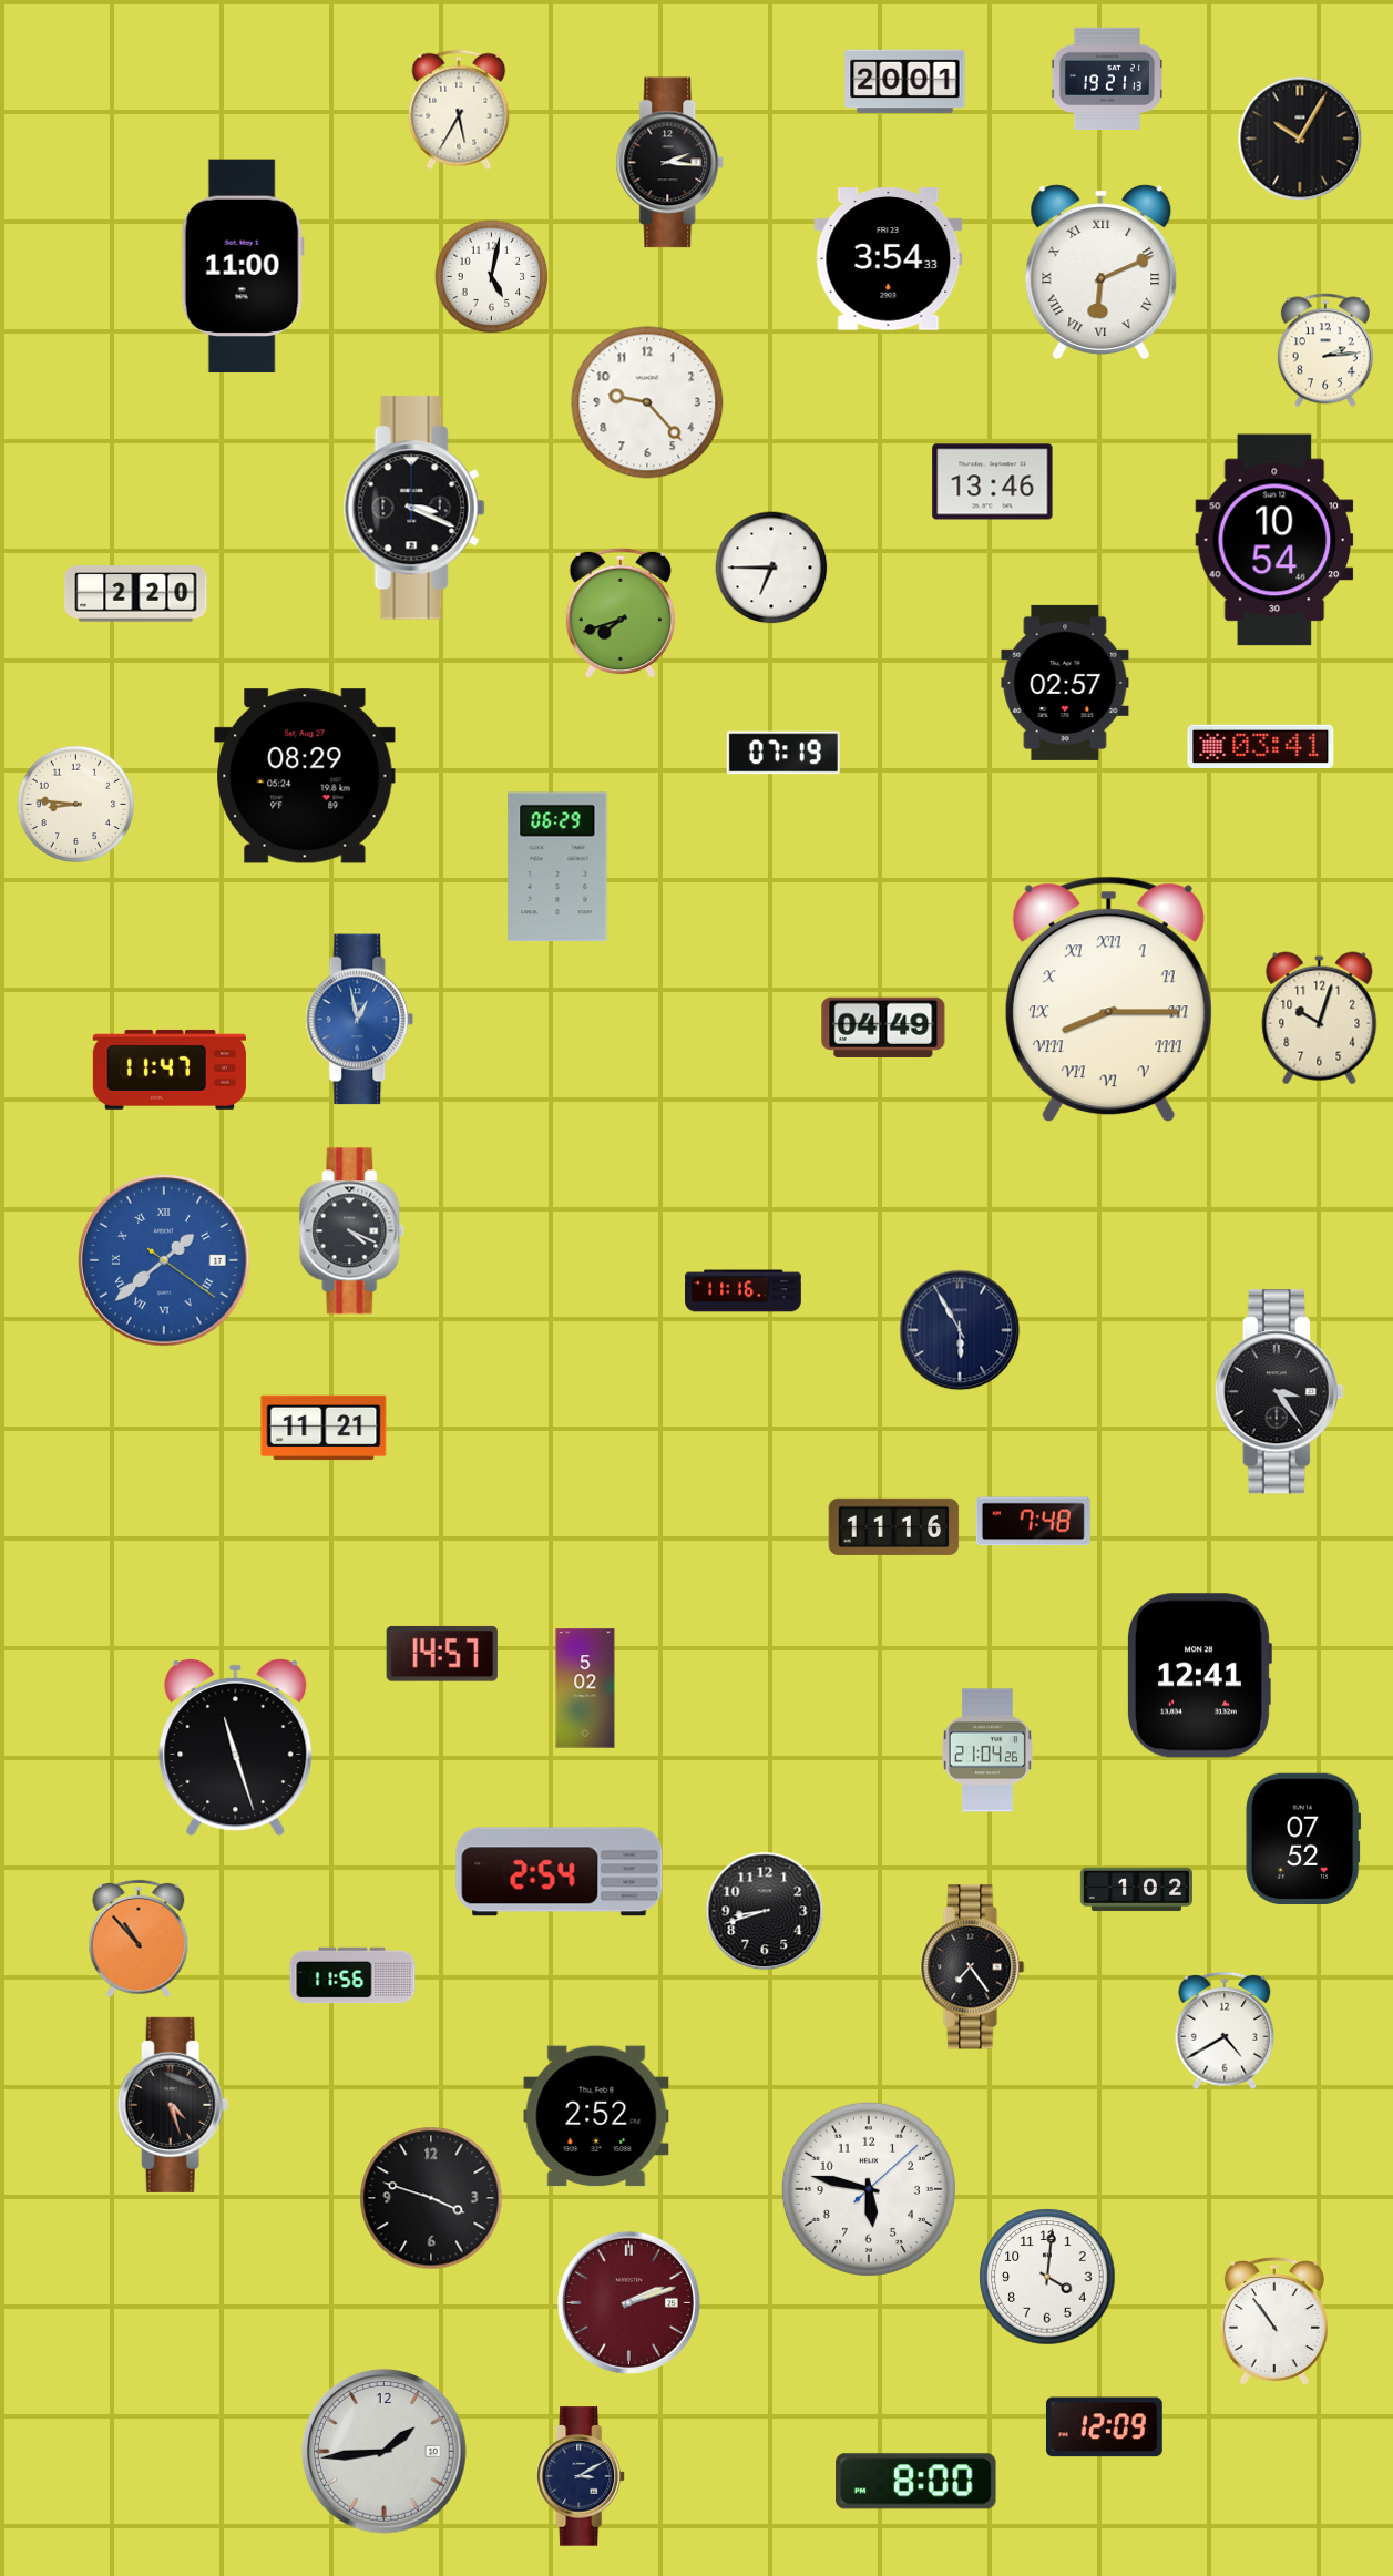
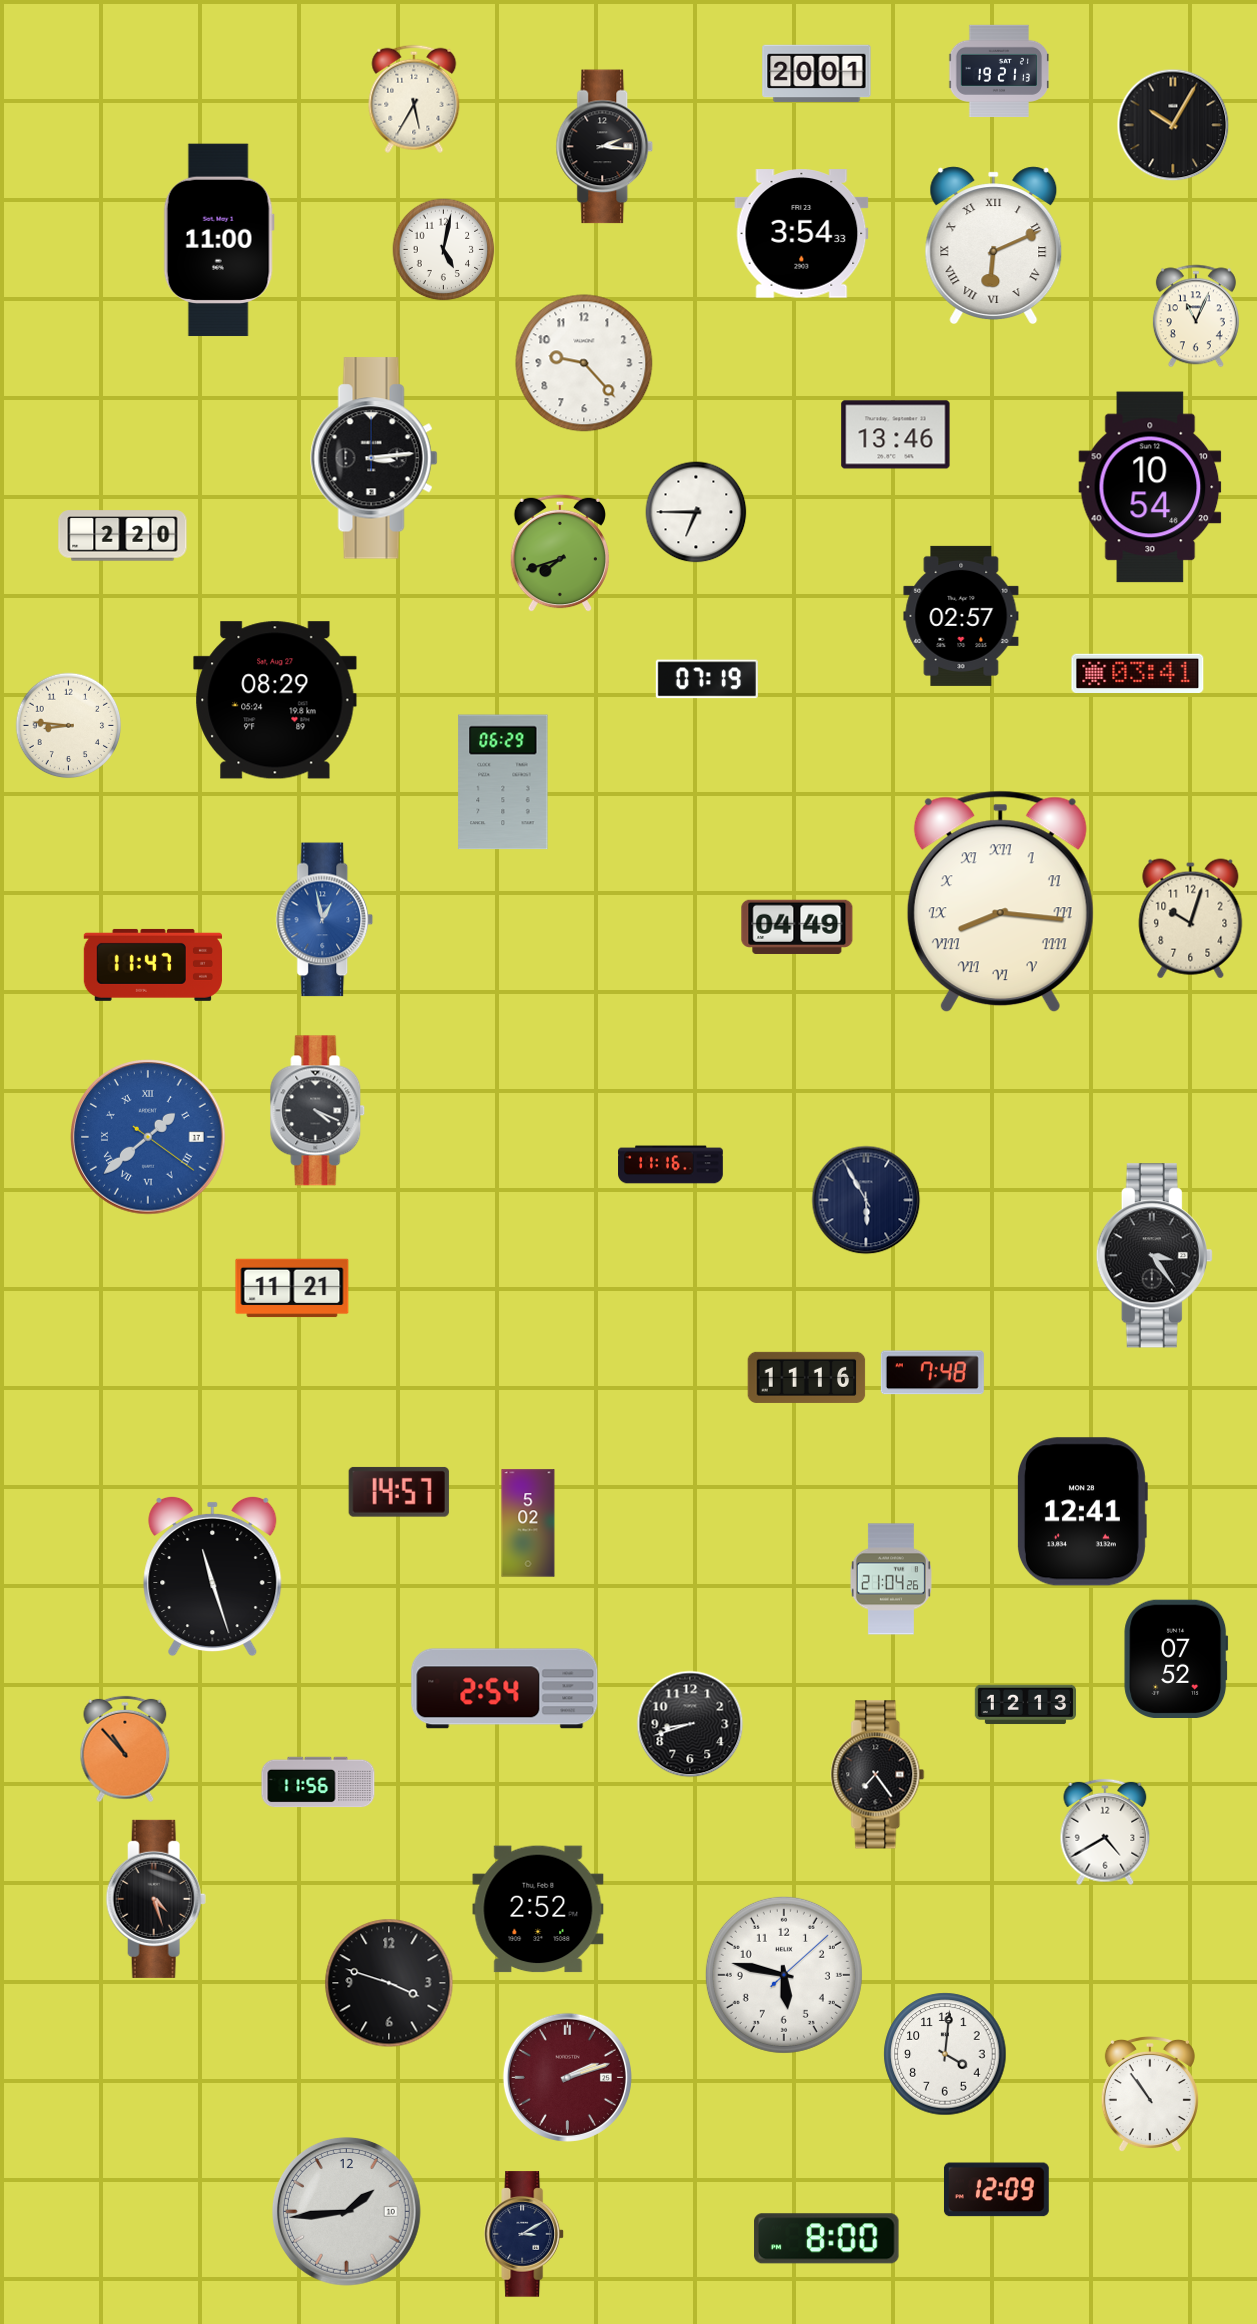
clock at (1325, 350): 2:14 -> 11:04
clock at (414, 508): 3:19 -> 3:14
clock at (1108, 1000): 8:15 -> 8:16
clock at (1136, 1890): 1:02 -> 12:13
